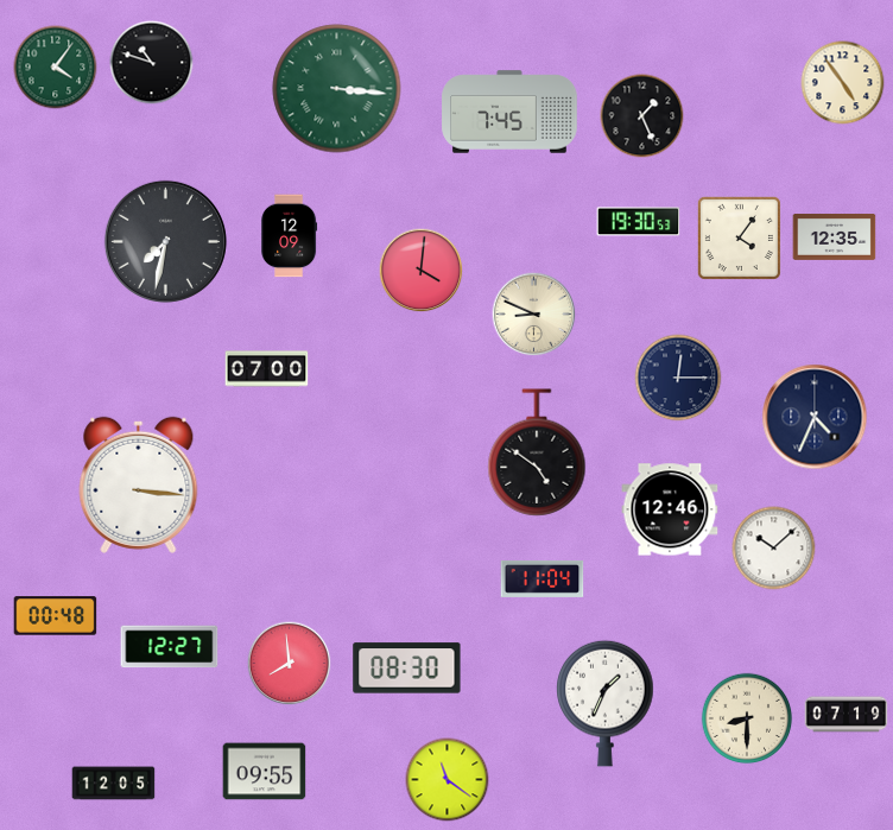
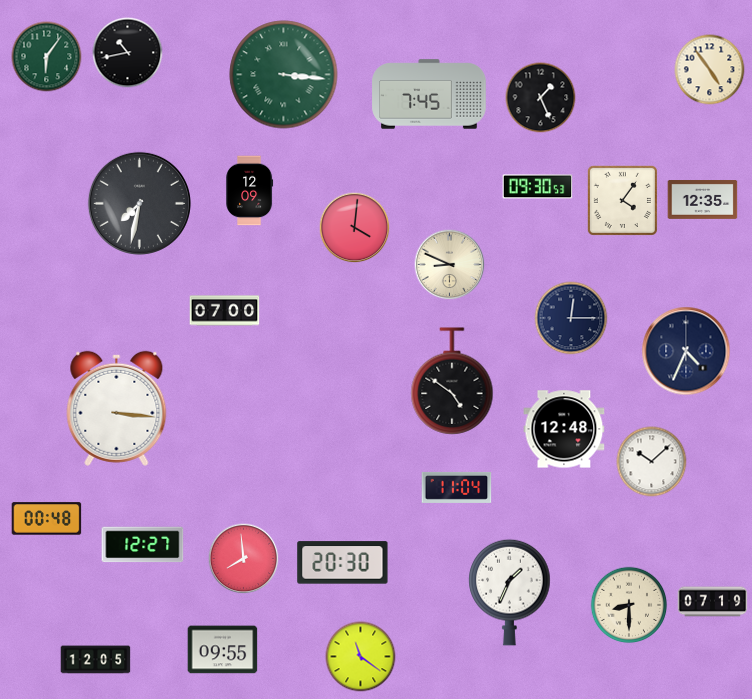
clock at (152, 63): 10:48 -> 10:43
clock at (56, 68): 4:06 -> 6:06
clock at (639, 222): 19:30 -> 09:30
clock at (290, 236) position: (290, 236) -> (250, 191)
clock at (670, 509): 12:46 -> 12:48
clock at (407, 669): 08:30 -> 20:30
clock at (448, 780) position: (448, 780) -> (361, 657)
